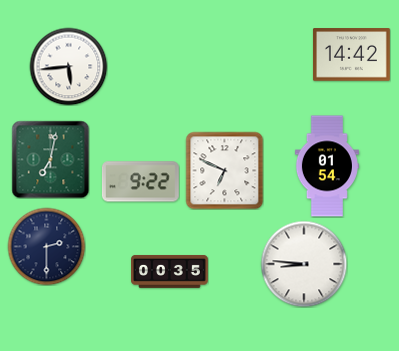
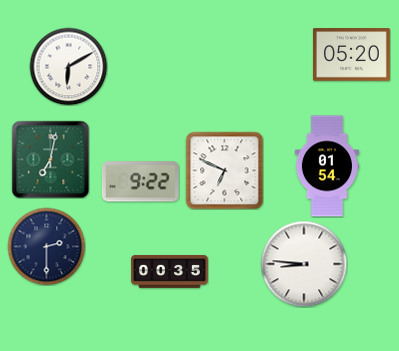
clock at (351, 55): 14:42 -> 05:20
clock at (68, 66): 5:44 -> 6:10
